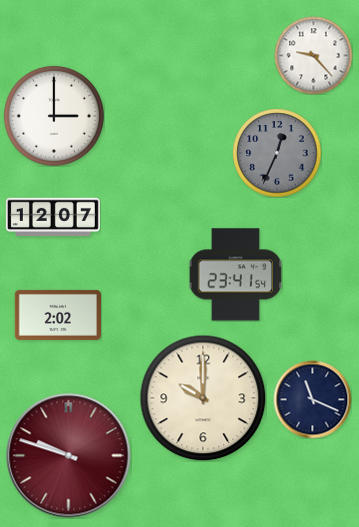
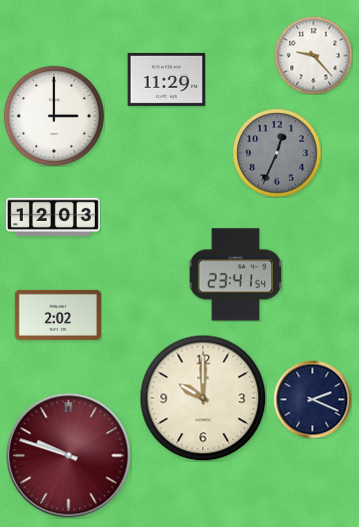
clock at (166, 79): none -> 11:29
clock at (53, 217): 12:07 -> 12:03
clock at (312, 399): 11:19 -> 2:19
